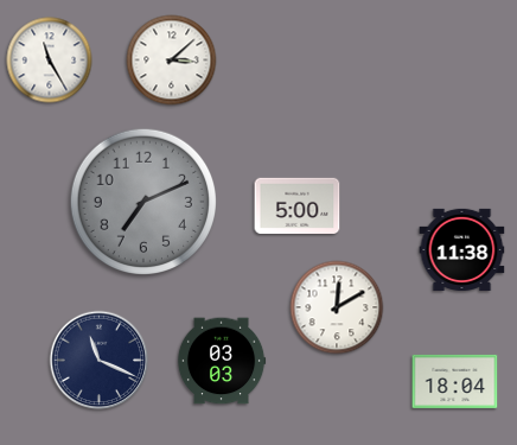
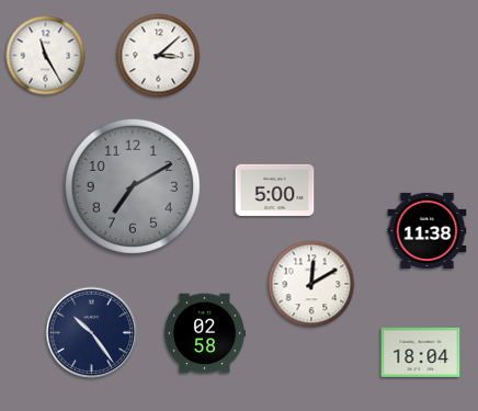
clock at (142, 201): 7:11 -> 7:10
clock at (100, 361): 11:19 -> 10:24
clock at (222, 361): 03:03 -> 02:58
